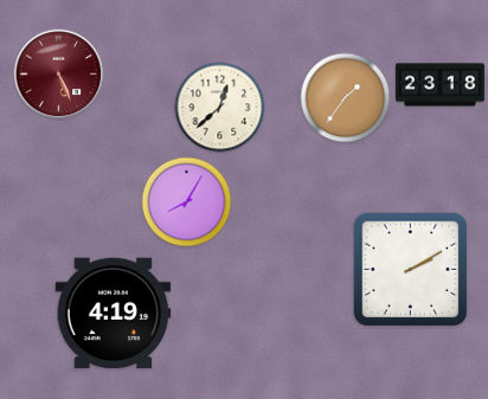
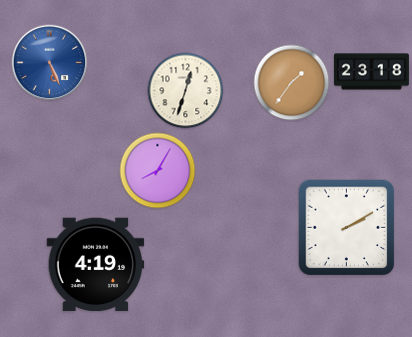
clock at (59, 75) dial: burgundy -> blue
clock at (220, 108): 12:38 -> 12:33
